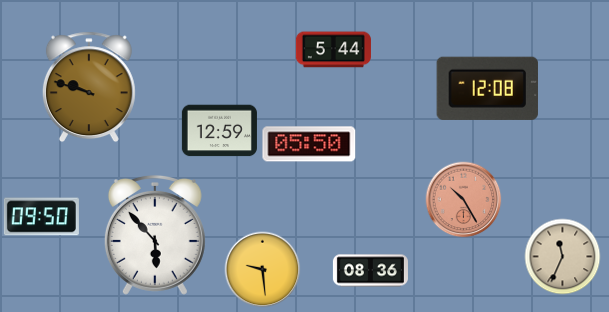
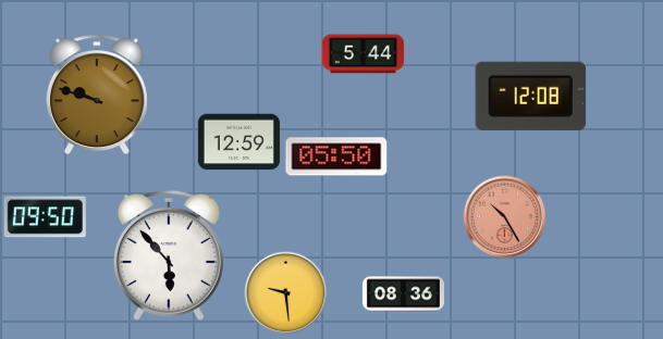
clock at (41, 217) position: (41, 217) -> (45, 217)
clock at (563, 257): 11:34 -> none
